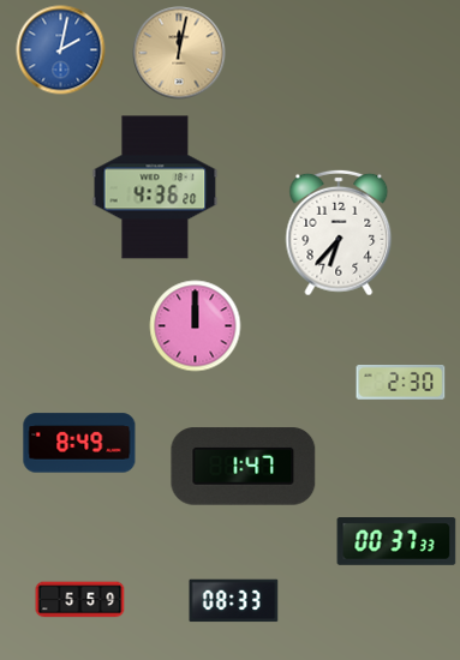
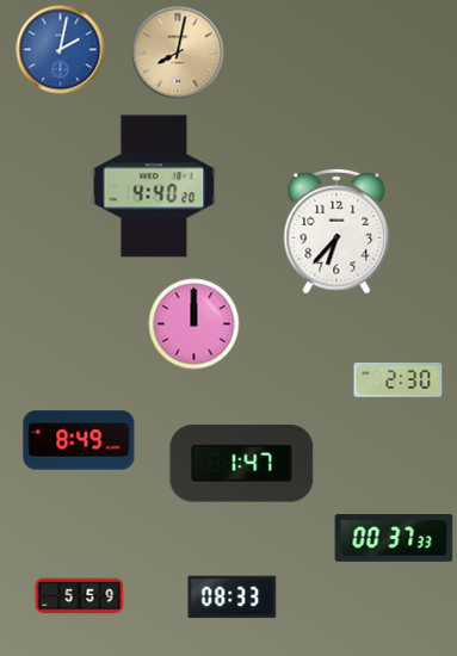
clock at (179, 53): 12:02 -> 8:02
clock at (155, 187): 4:36 -> 4:40
